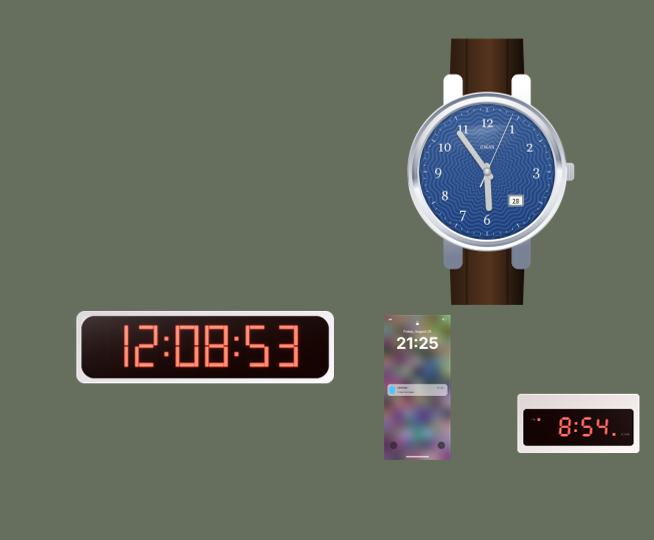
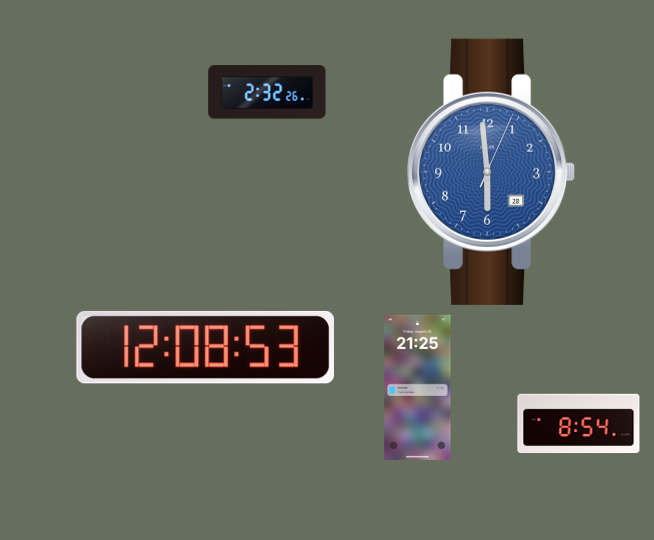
clock at (267, 92): none -> 2:32
clock at (491, 172): 5:54 -> 5:59
